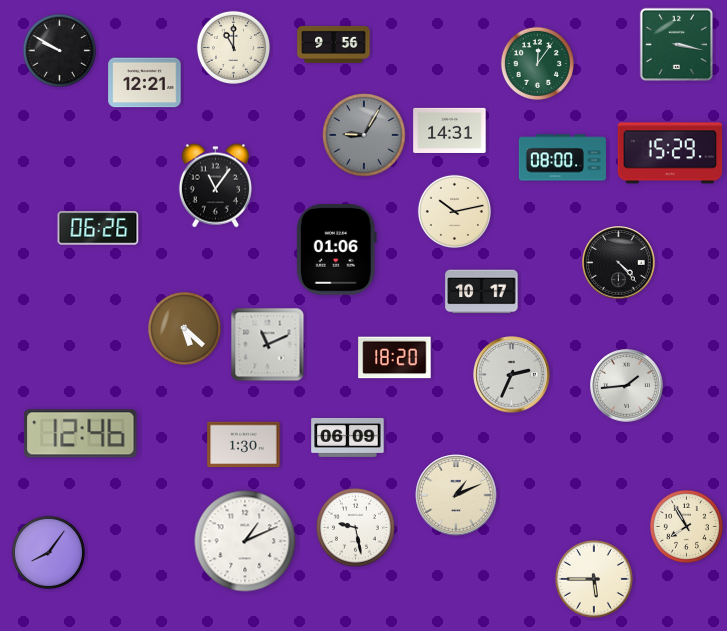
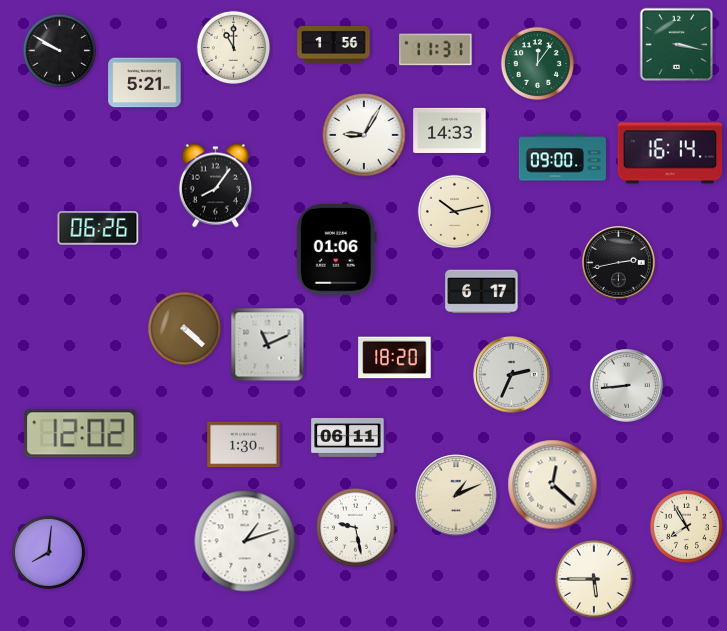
clock at (334, 44): 9:56 -> 1:56
clock at (436, 50): none -> 11:31
clock at (145, 83): 12:21 -> 5:21
clock at (450, 130): 14:31 -> 14:33
clock at (364, 135) dial: grey -> white
clock at (670, 153): 15:29 -> 16:14
clock at (562, 158): 08:00 -> 09:00
clock at (215, 186): 11:06 -> 8:06
clock at (619, 263): 4:23 -> 2:43
clock at (482, 292): 10:17 -> 6:17
clock at (184, 328): 5:22 -> 4:22
clock at (627, 386): 1:44 -> 8:44
clock at (81, 434): 12:46 -> 12:02
clock at (348, 437): 06:09 -> 06:11
clock at (553, 485): none -> 12:22
clock at (245, 541): 1:11 -> 1:12
clock at (48, 552): 8:06 -> 8:01
